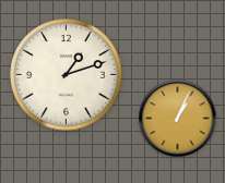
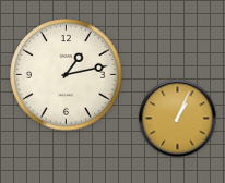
clock at (67, 75): 1:12 -> 1:13
